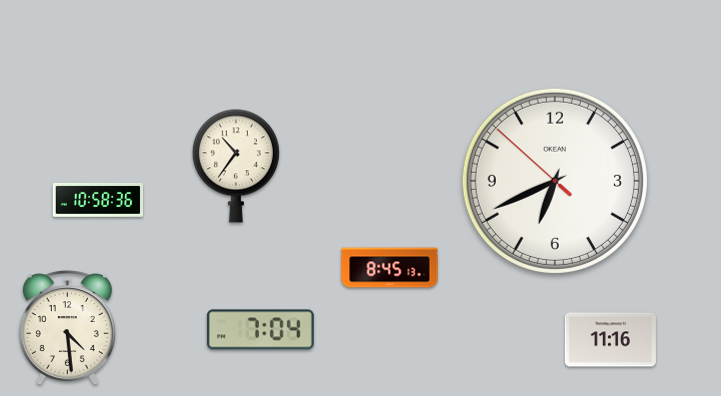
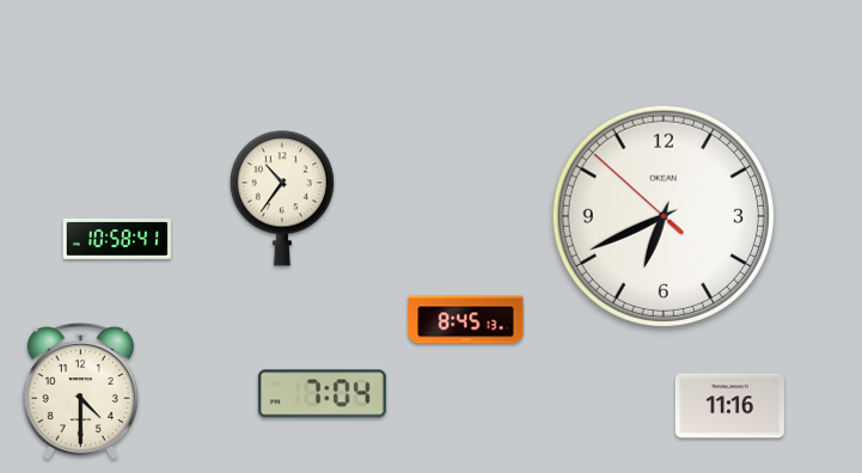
clock at (97, 200): 10:58:36 -> 10:58:41
clock at (67, 329): 4:29 -> 4:30
clock at (260, 330) position: (260, 330) -> (322, 394)
